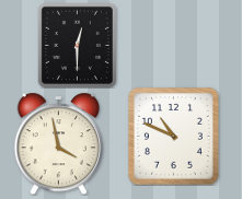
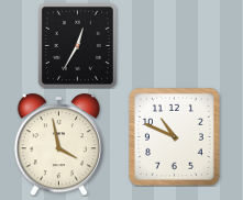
clock at (77, 45): 12:30 -> 12:35
